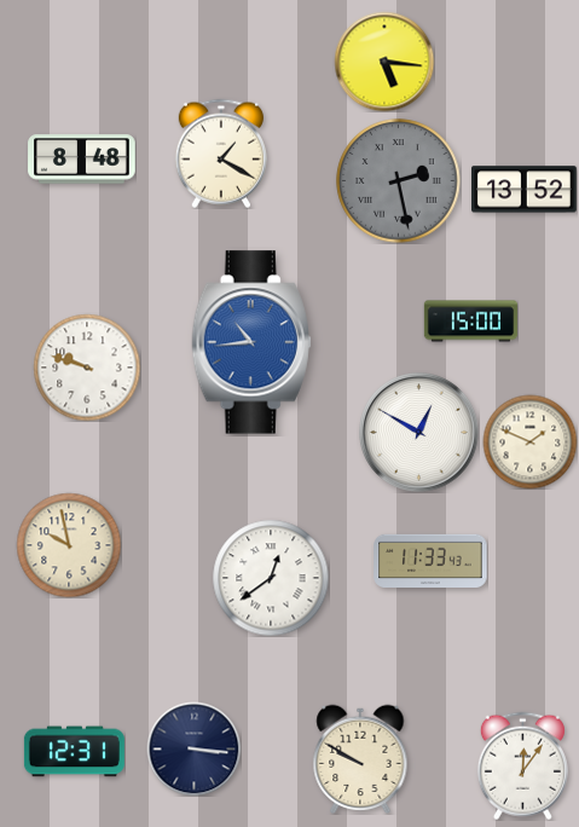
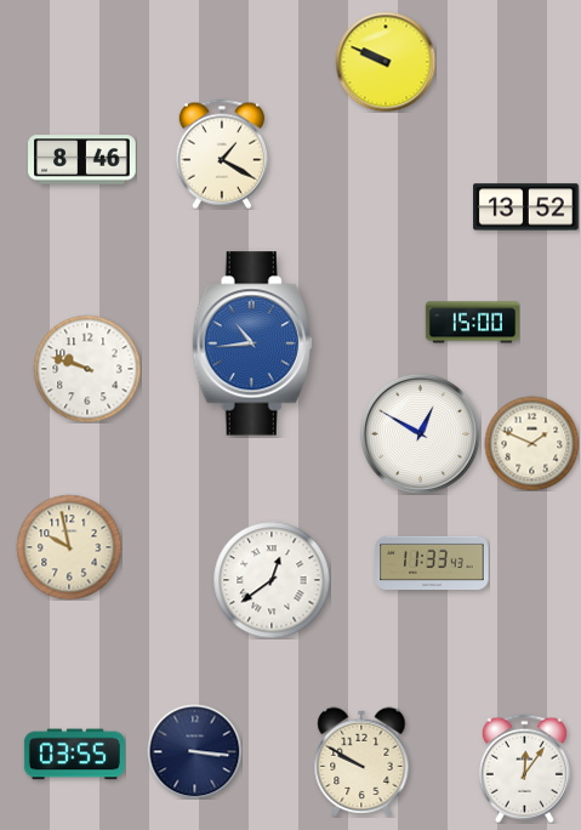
clock at (384, 62): 5:16 -> 9:49
clock at (82, 160): 8:48 -> 8:46
clock at (399, 181): 2:28 -> none
clock at (525, 190) position: (525, 190) -> (526, 207)
clock at (74, 752): 12:31 -> 03:55
